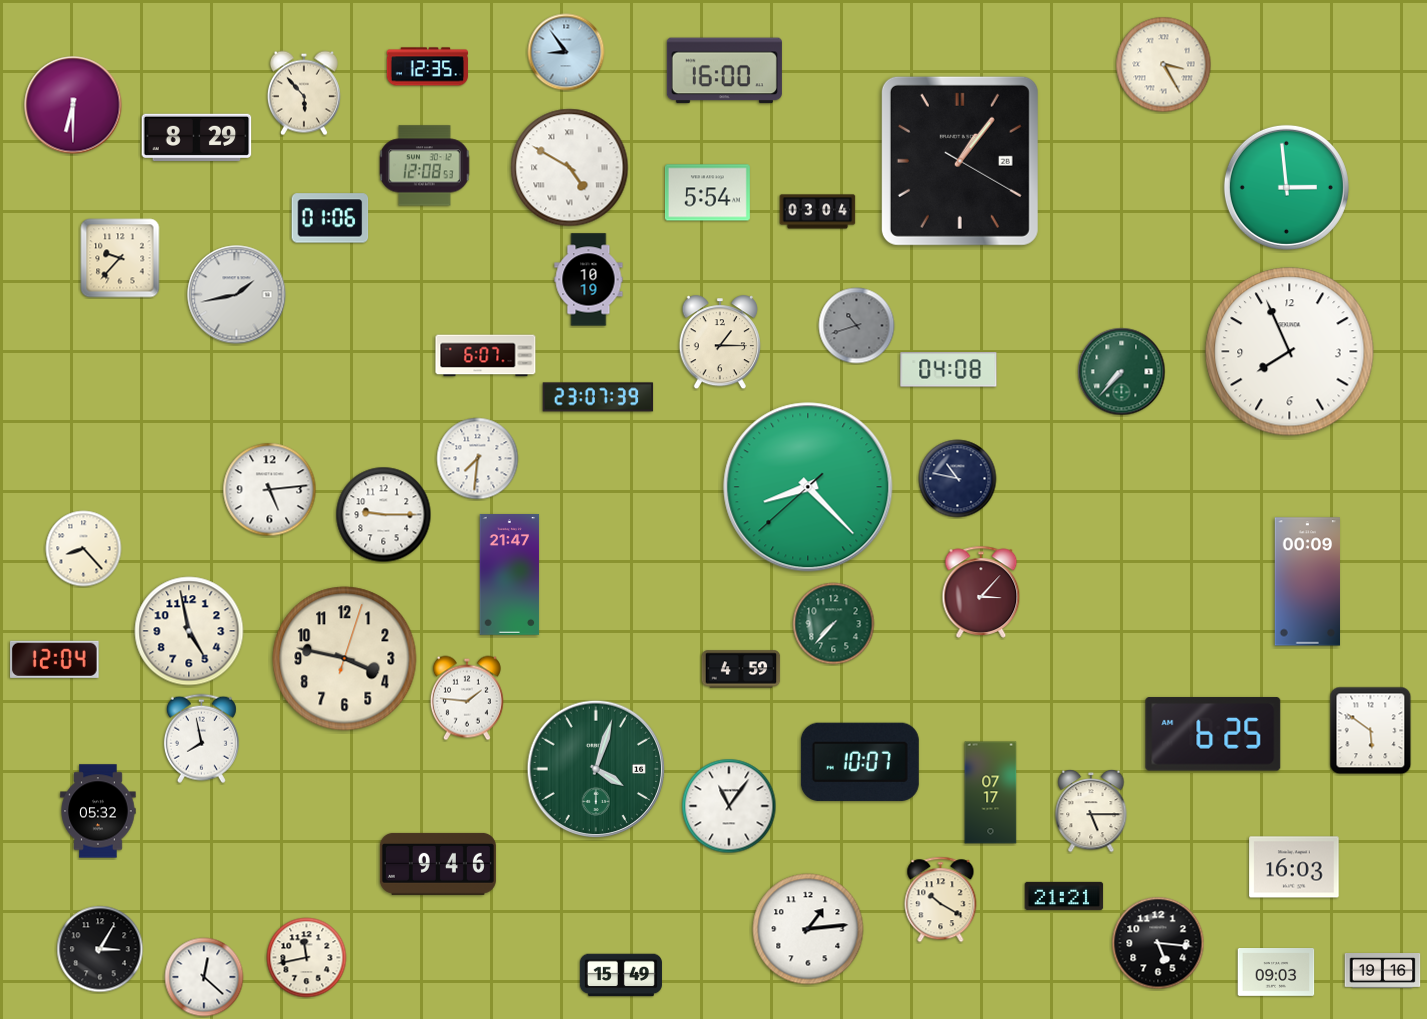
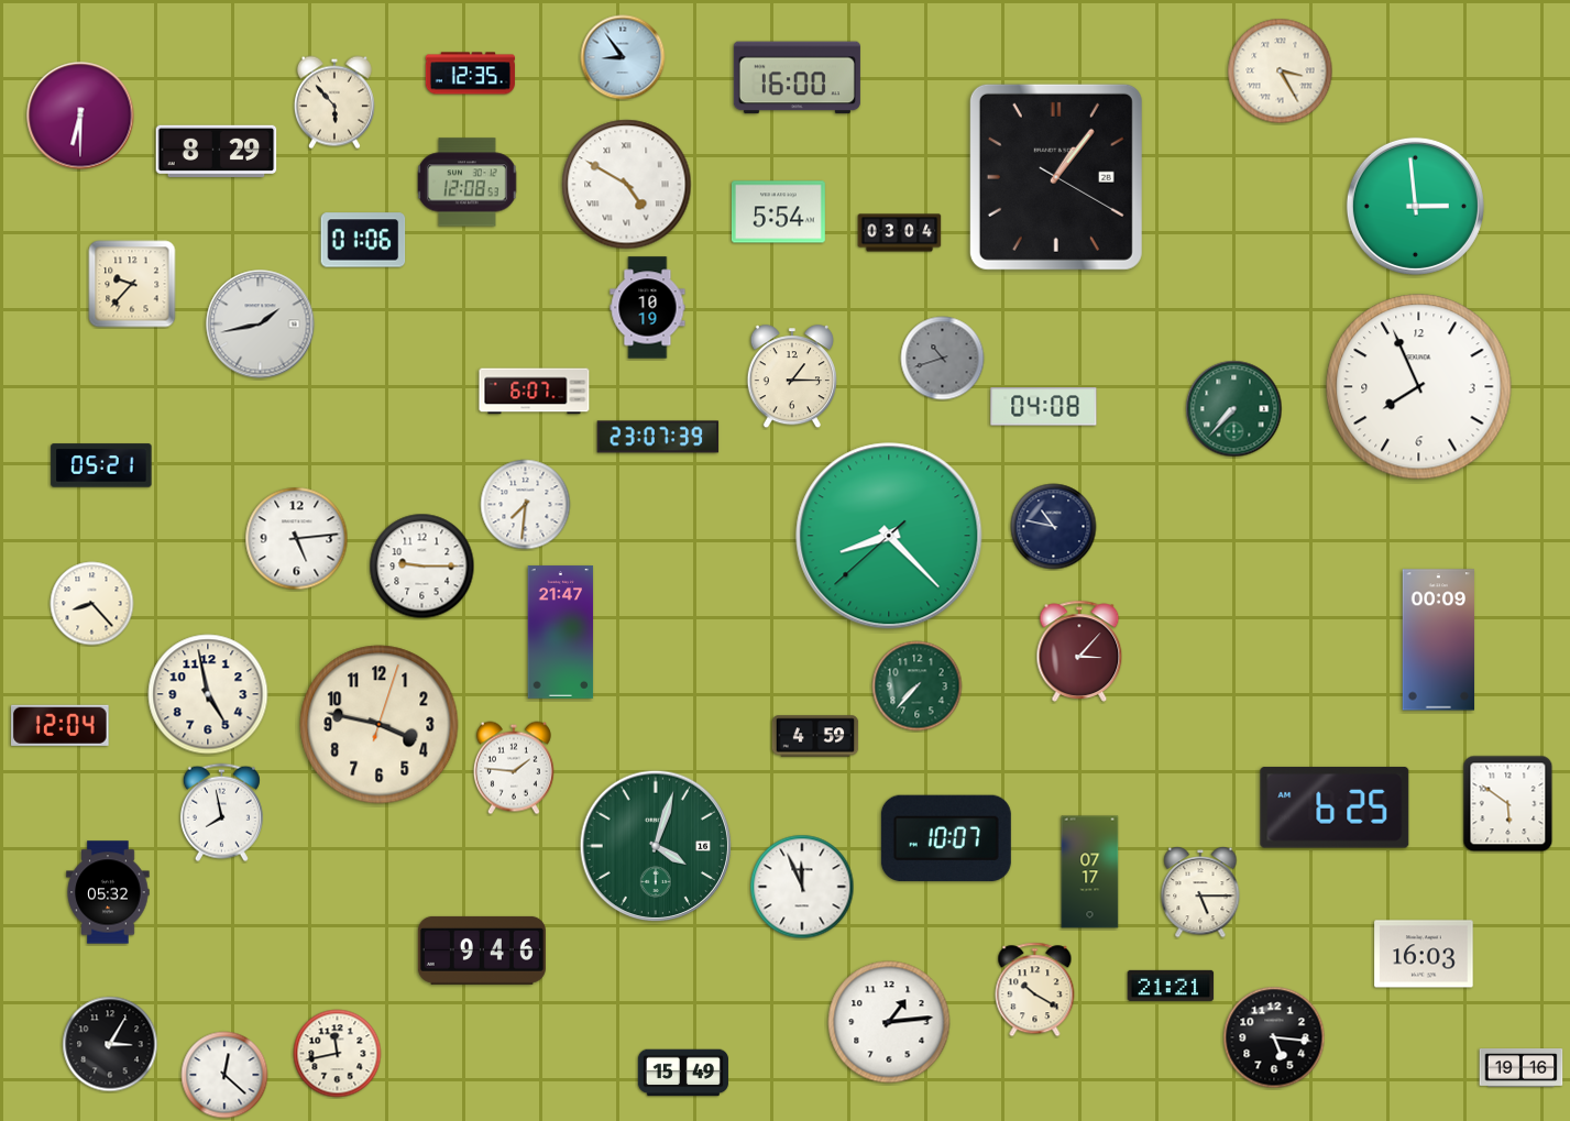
clock at (101, 465): none -> 05:21
clock at (729, 806): 11:06 -> 11:56
clock at (1276, 973): 09:03 -> none
